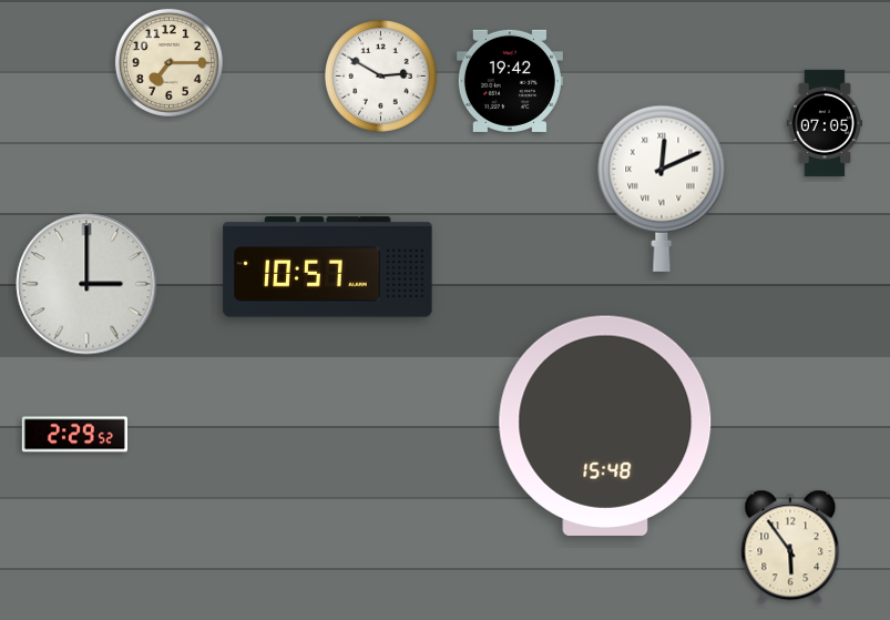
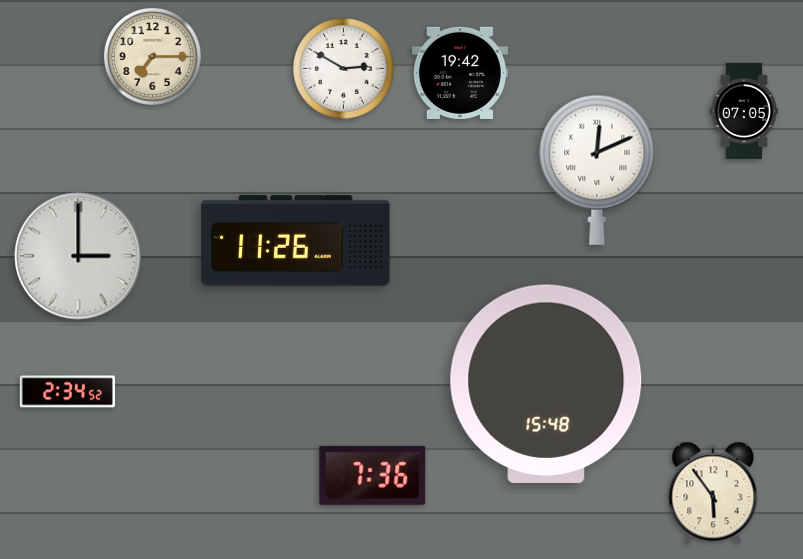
clock at (328, 267): 10:57 -> 11:26
clock at (74, 435): 2:29 -> 2:34
clock at (373, 475): none -> 7:36
